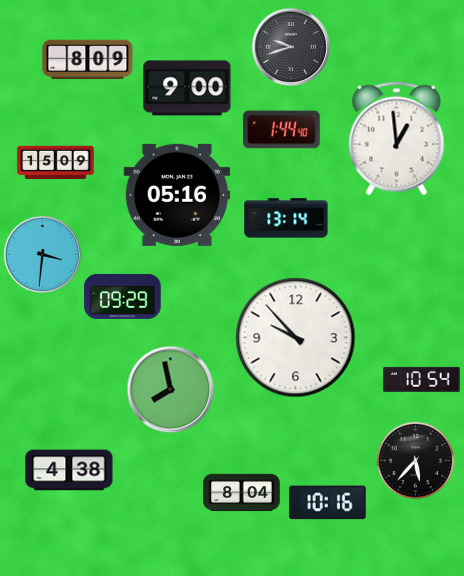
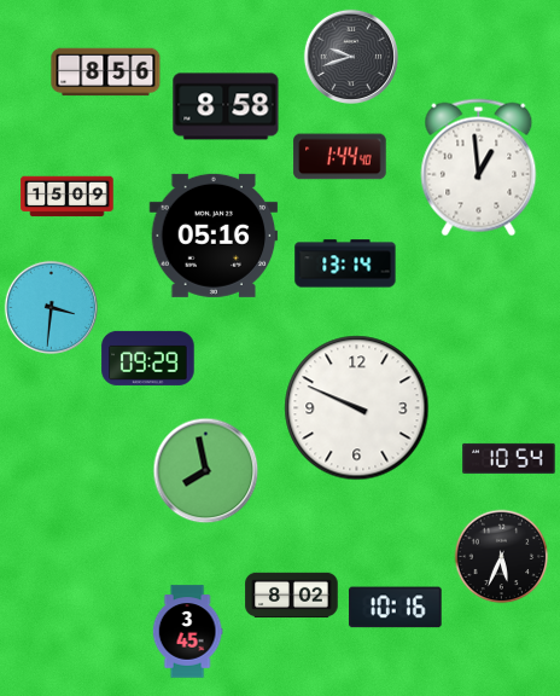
clock at (88, 60): 8:09 -> 8:56
clock at (187, 88): 9:00 -> 8:58
clock at (296, 338): 9:53 -> 9:49
clock at (415, 460): 5:37 -> 5:34
clock at (69, 470): 4:38 -> none
clock at (242, 493): 8:04 -> 8:02
clock at (187, 632): none -> 3:45
